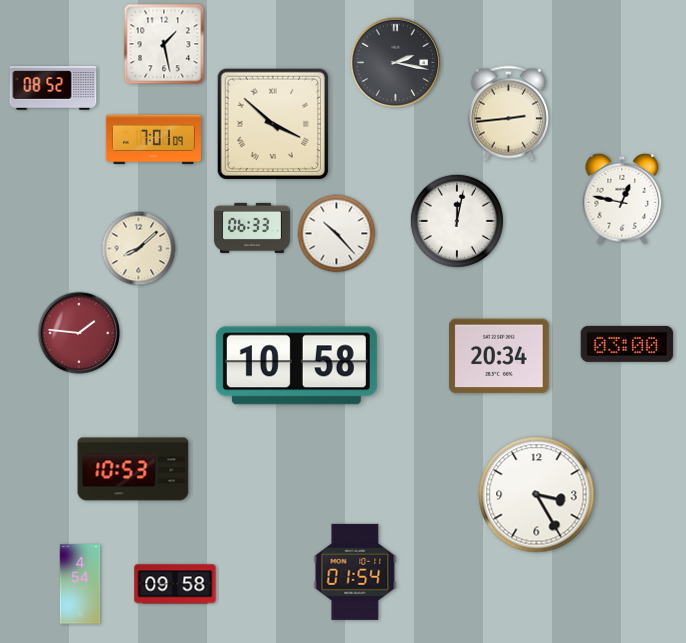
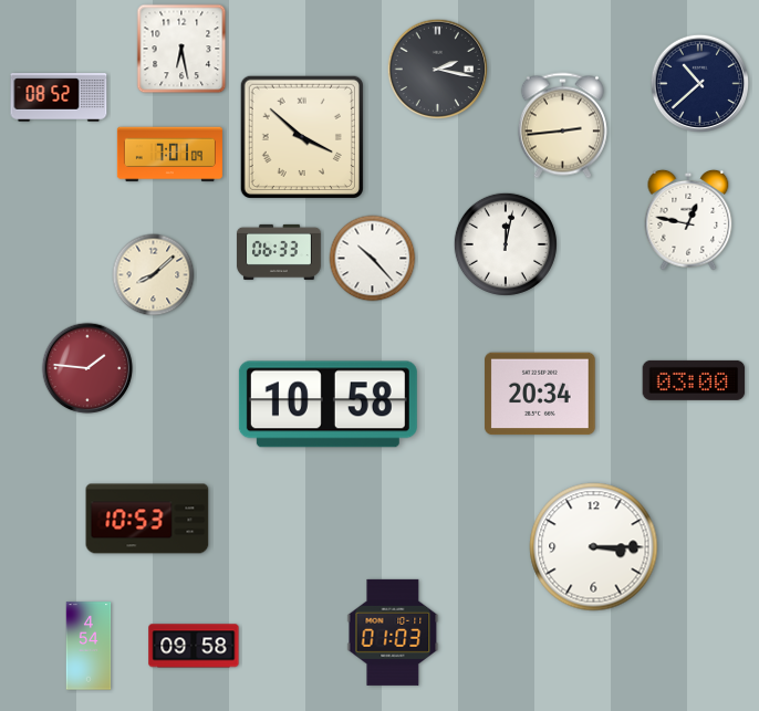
clock at (164, 44): 1:28 -> 6:28
clock at (699, 83): none -> 10:38
clock at (499, 356) position: (499, 356) -> (540, 394)
clock at (537, 495): 3:25 -> 3:15
clock at (355, 572): 01:54 -> 01:03
